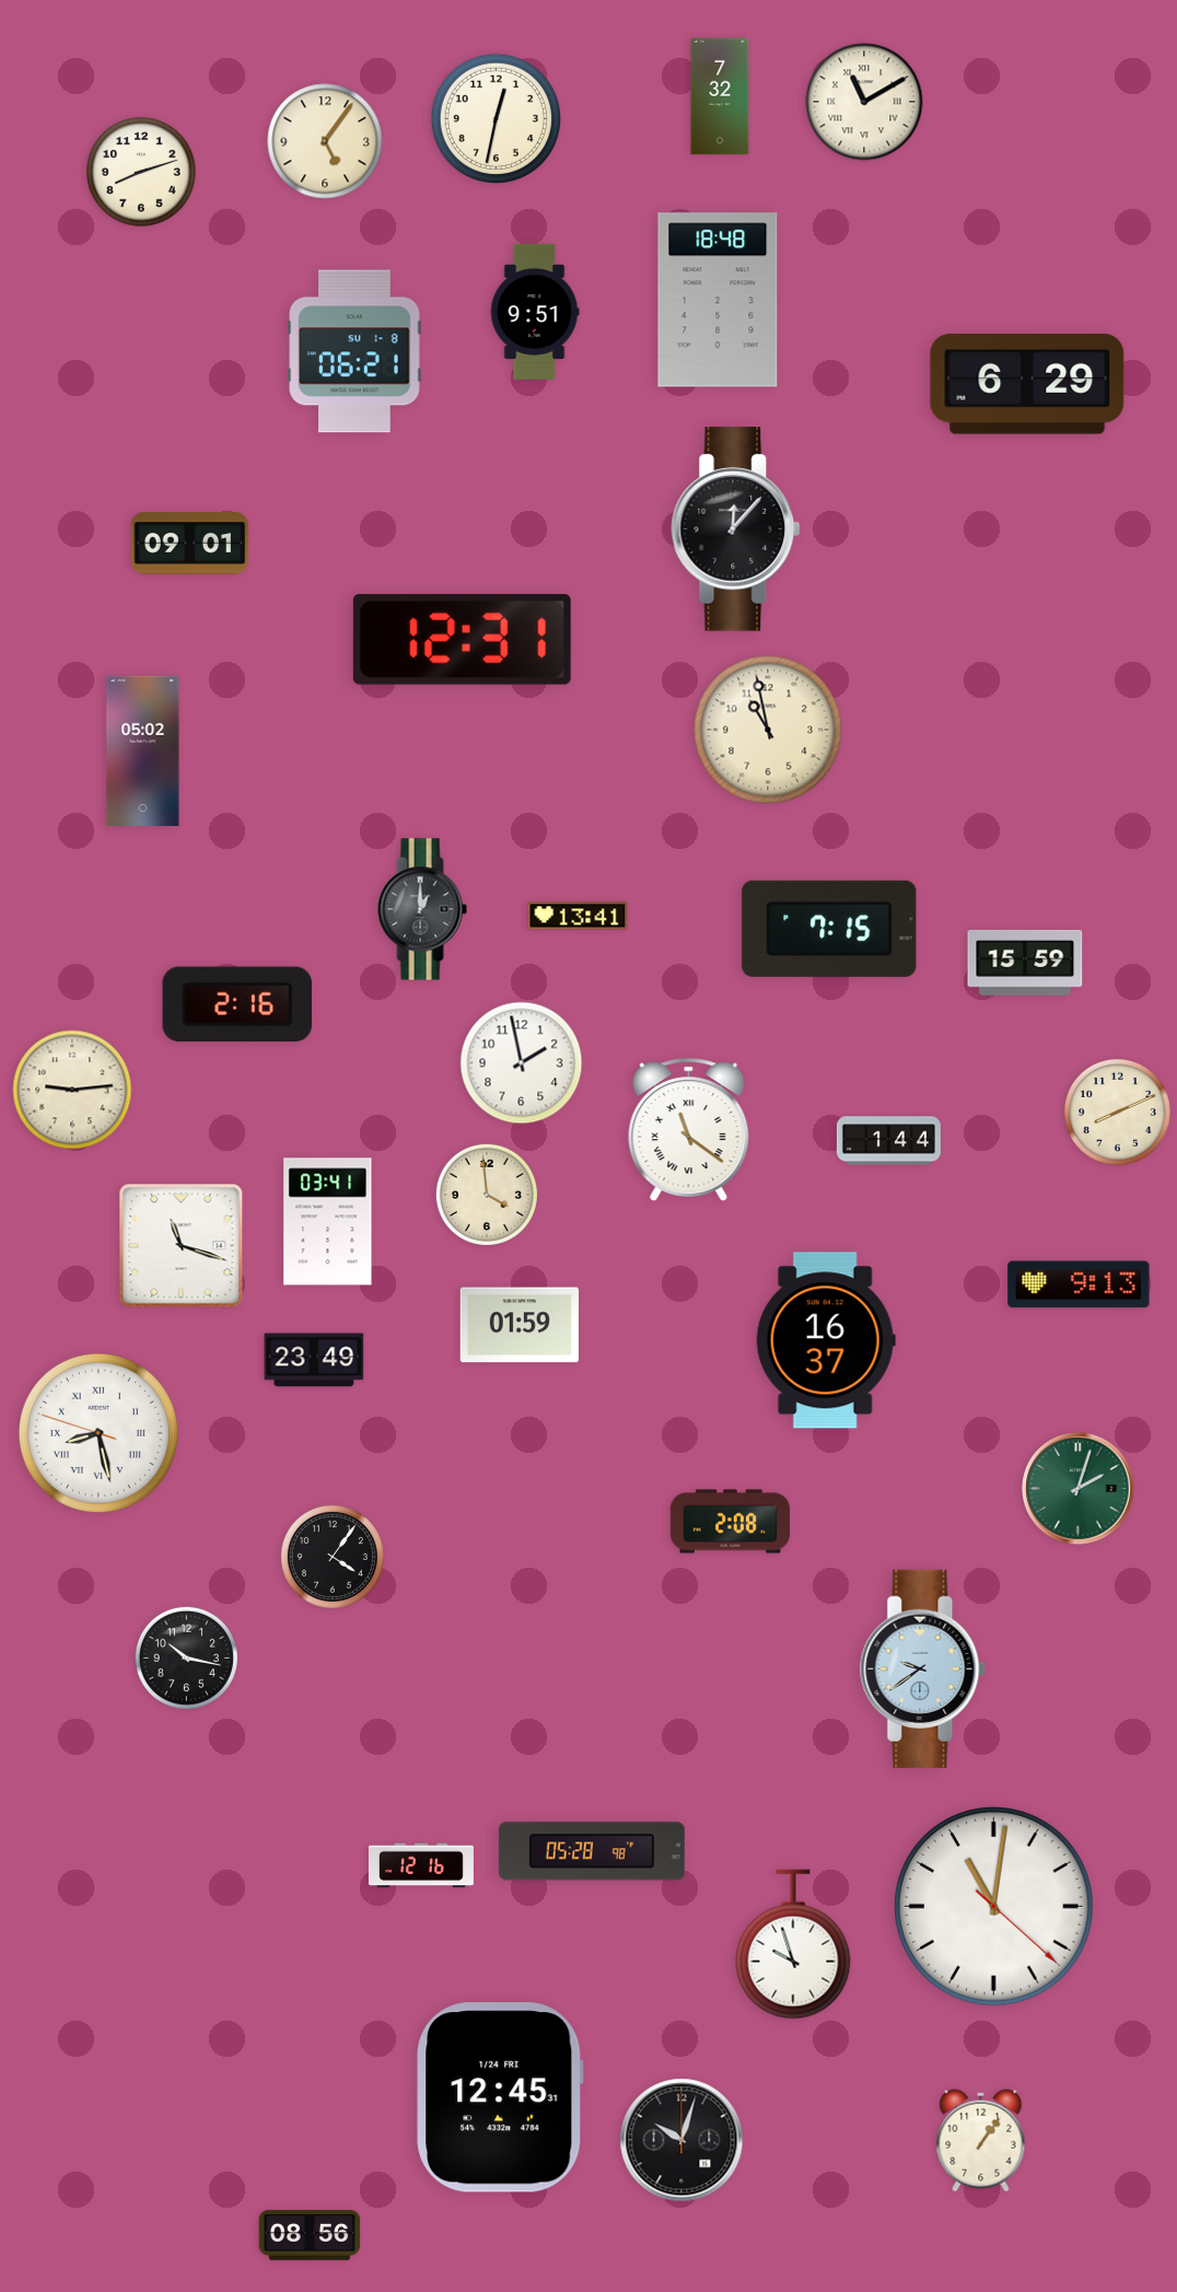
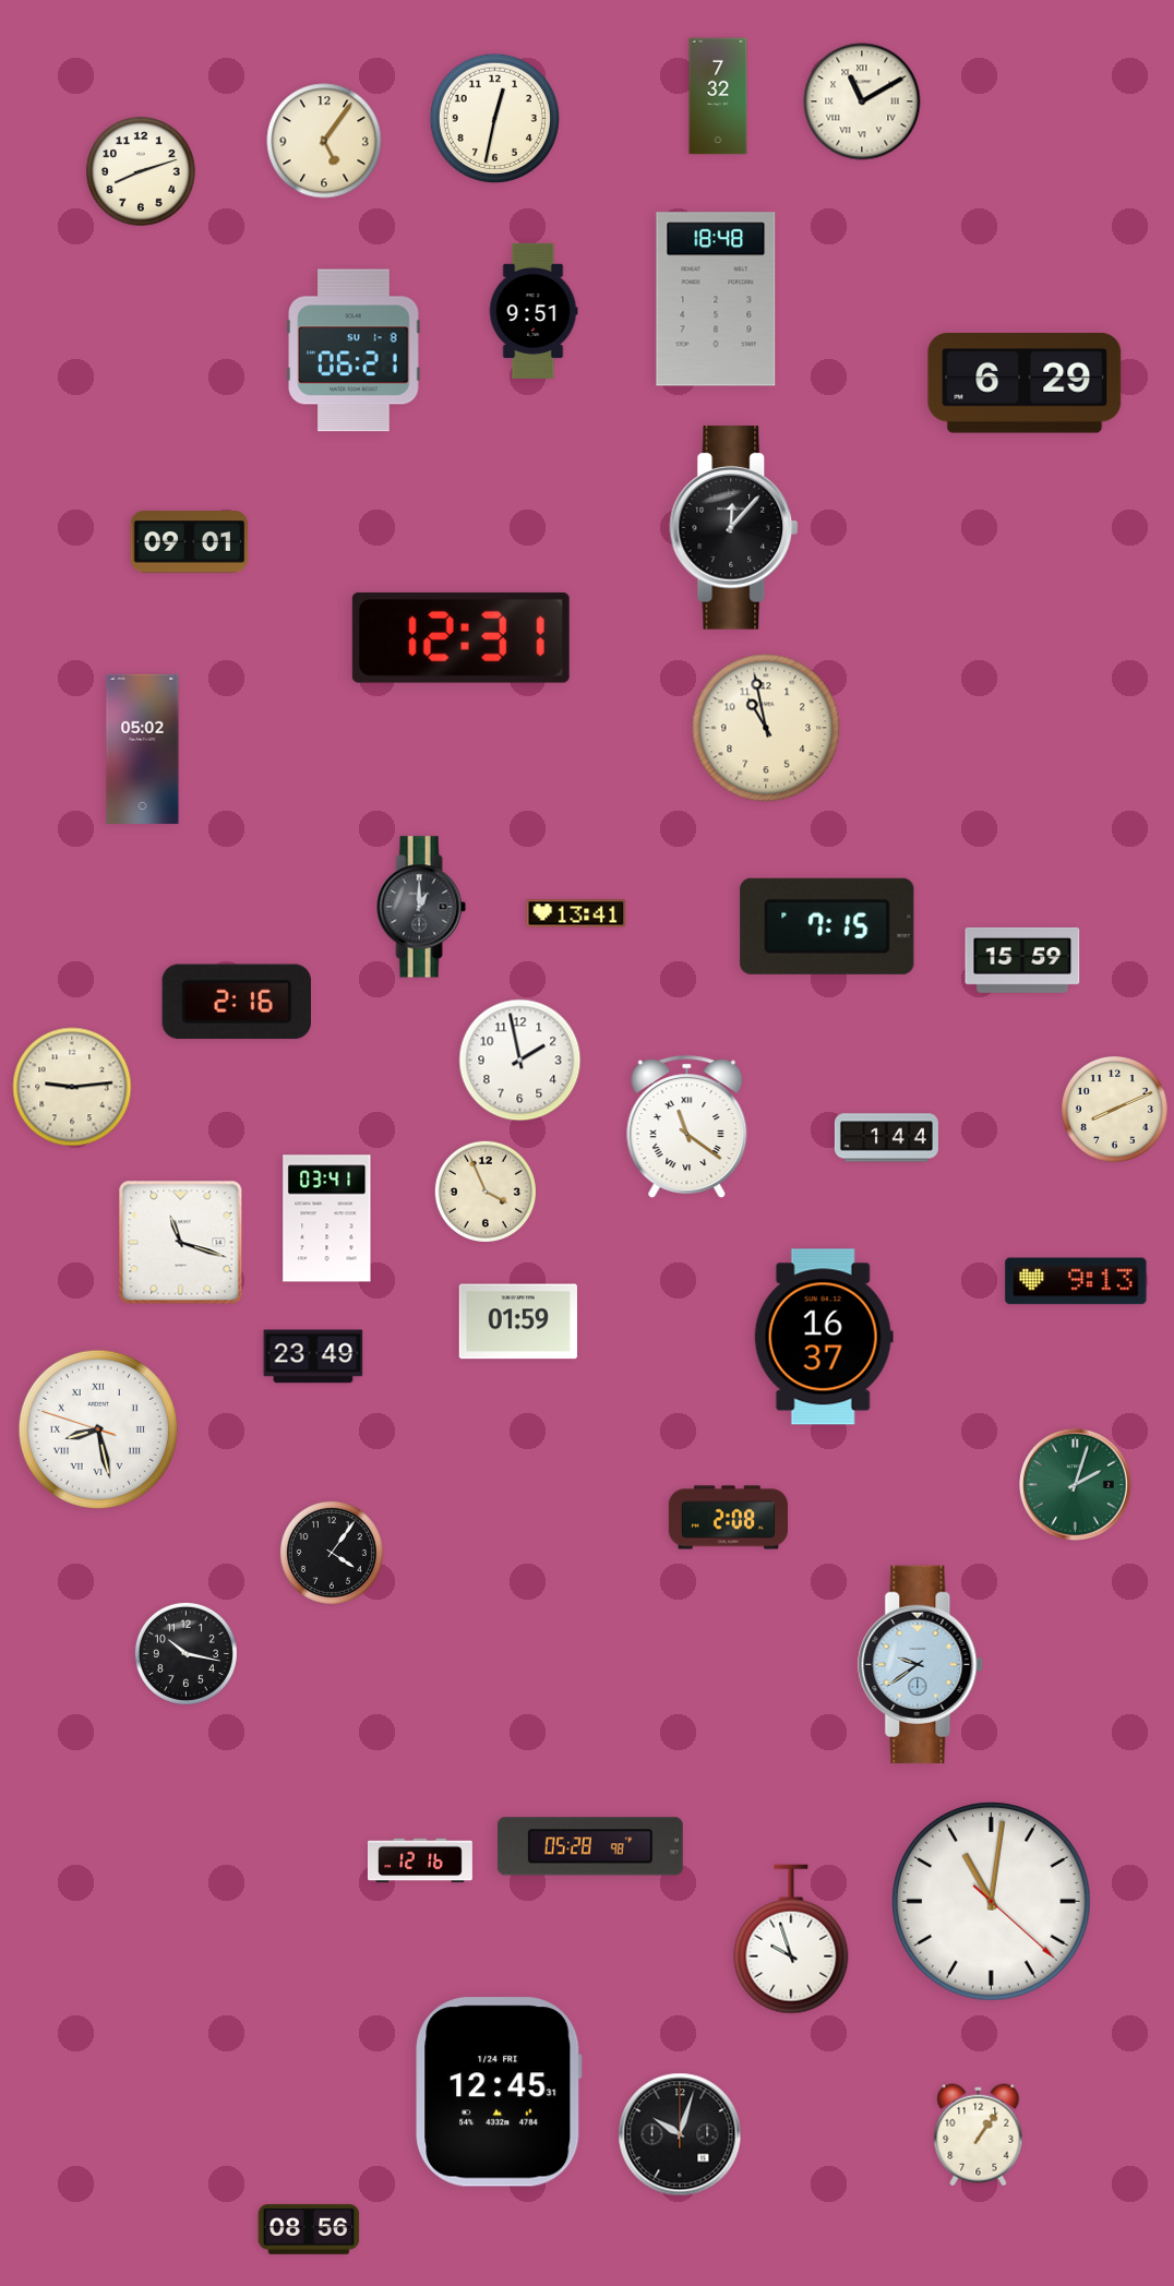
clock at (487, 1195): 3:59 -> 3:56
